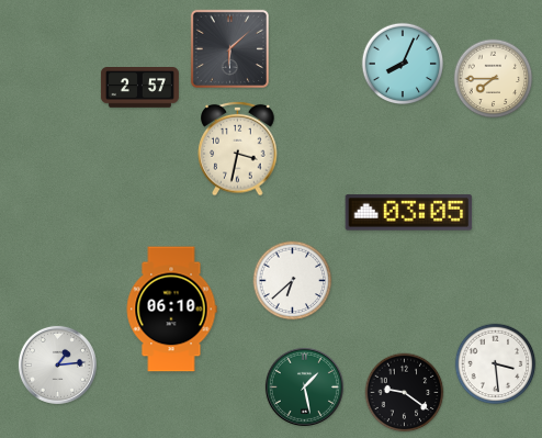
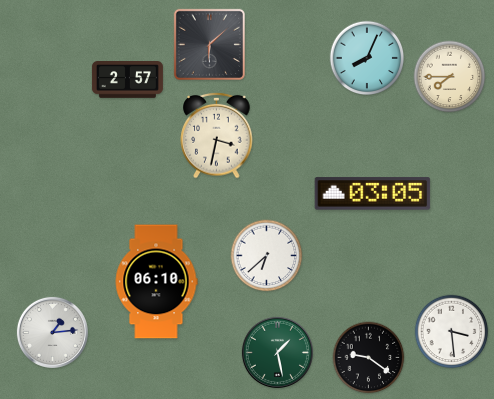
clock at (494, 79) position: (494, 79) -> (450, 77)
